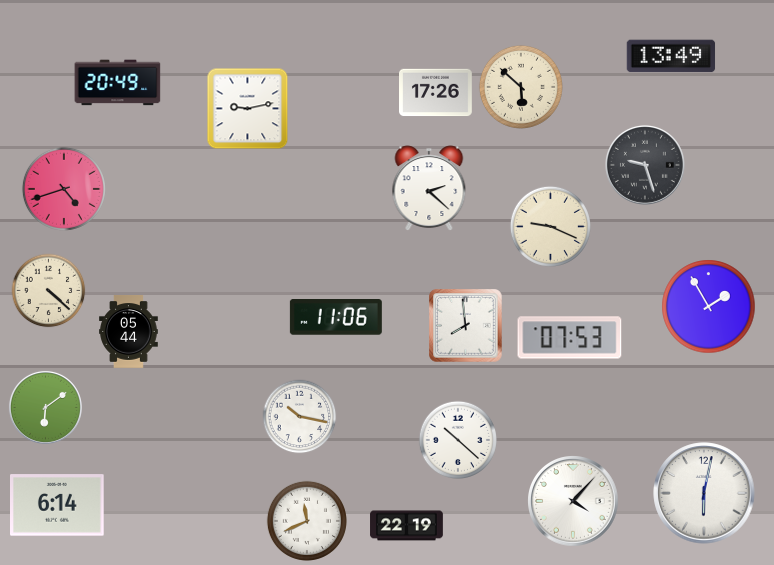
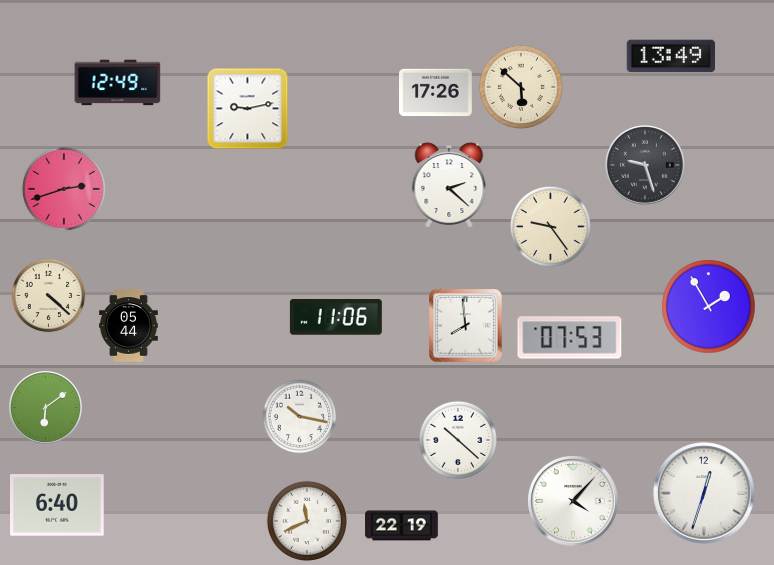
clock at (118, 83): 20:49 -> 12:49
clock at (429, 188) position: (429, 188) -> (449, 185)
clock at (64, 189): 4:42 -> 2:42
clock at (550, 226): 9:19 -> 9:24
clock at (49, 291) position: (49, 291) -> (49, 296)
clock at (129, 332) position: (129, 332) -> (129, 326)
clock at (704, 493): 6:02 -> 12:33
clock at (58, 505): 6:14 -> 6:40
clock at (407, 526) position: (407, 526) -> (402, 526)
